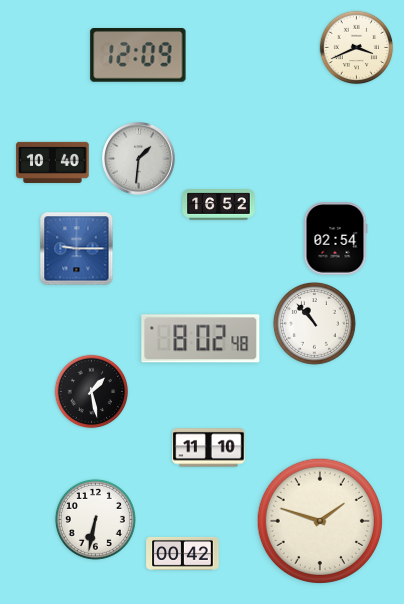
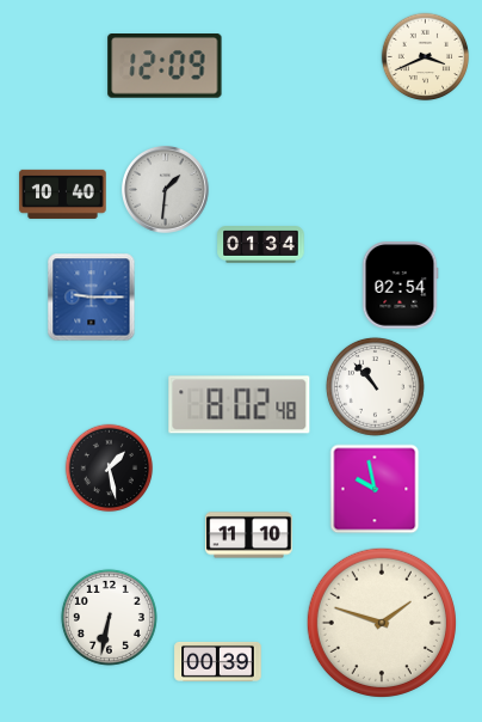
clock at (219, 205): 16:52 -> 01:34
clock at (375, 489): none -> 9:58
clock at (95, 519) position: (95, 519) -> (109, 617)
clock at (183, 553): 00:42 -> 00:39
